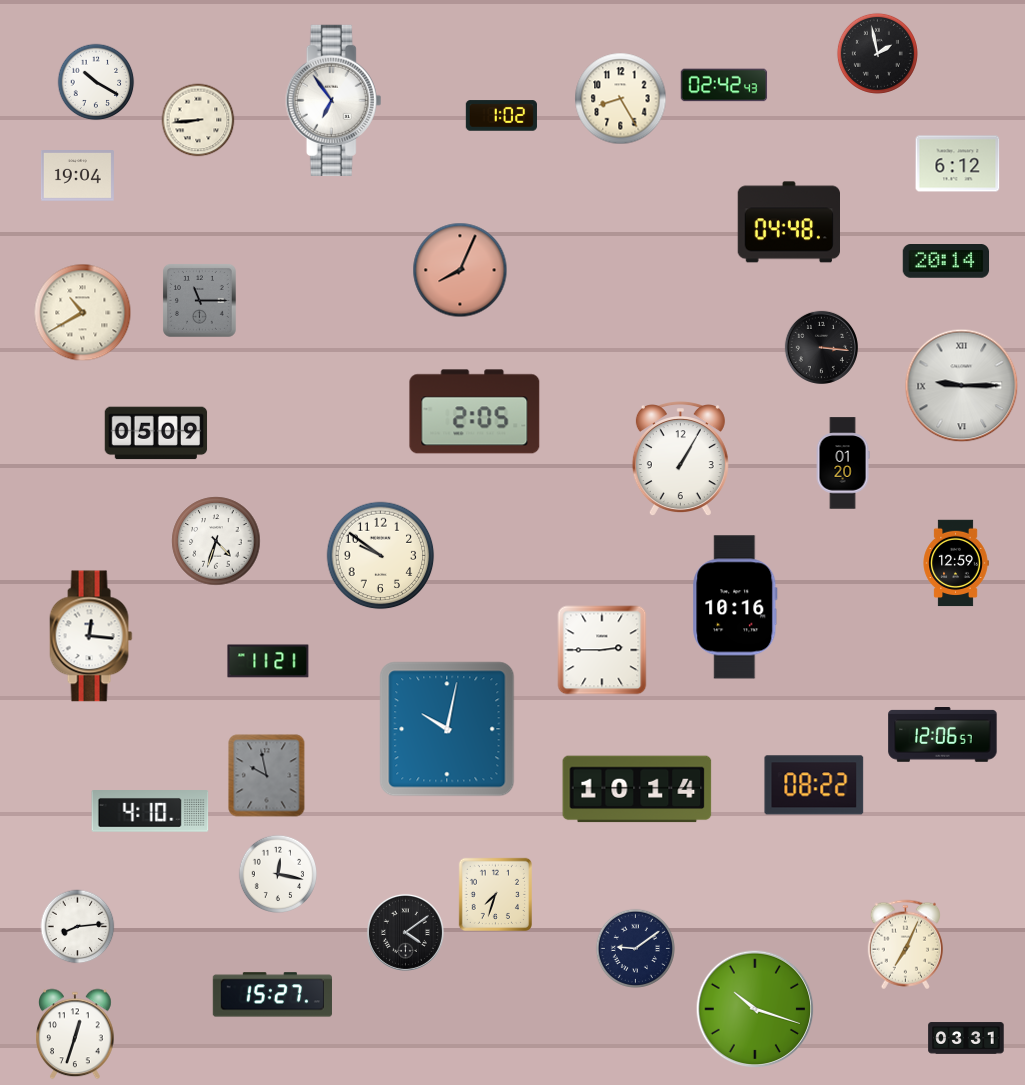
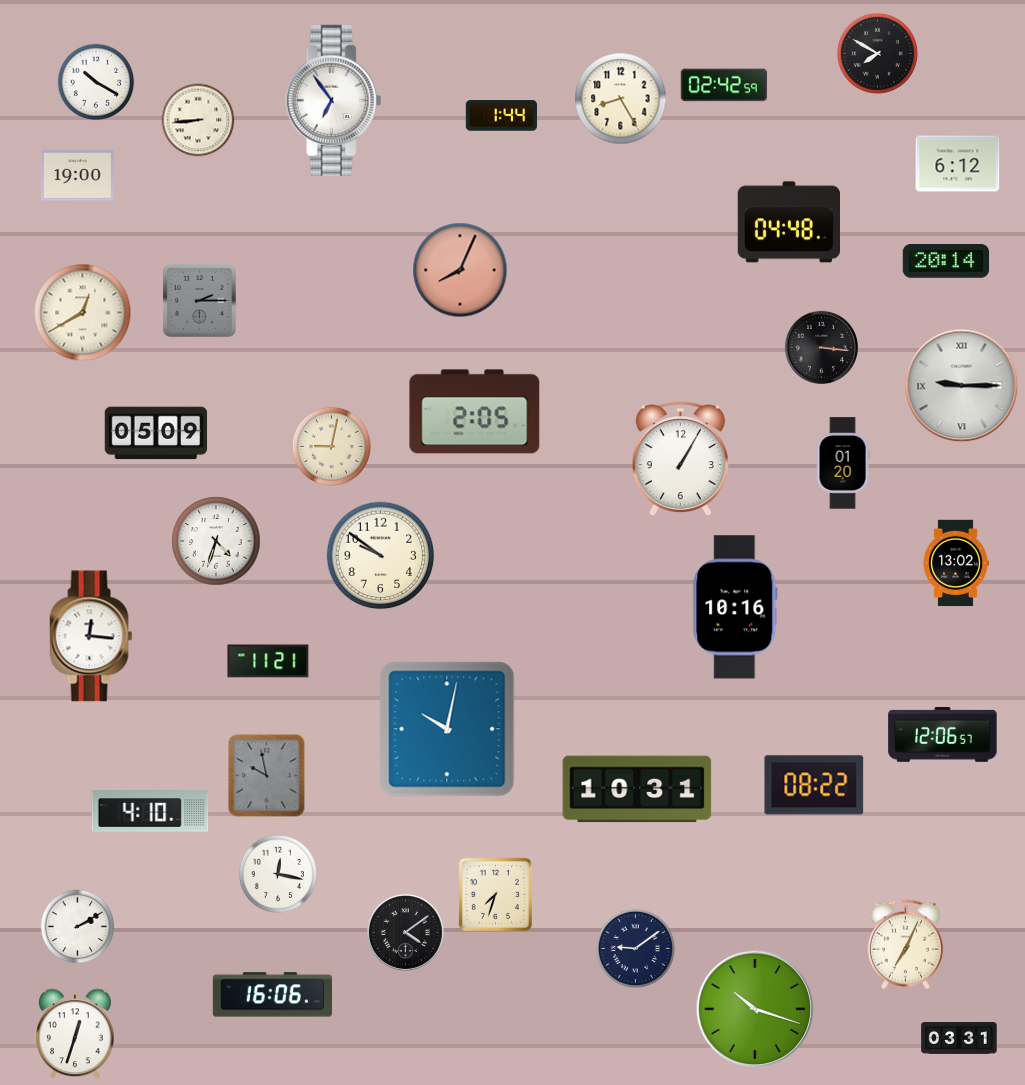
clock at (877, 53): 1:58 -> 7:50
clock at (724, 85): 02:42:43 -> 02:42:59
clock at (501, 116): 1:02 -> 1:44
clock at (77, 176): 19:04 -> 19:00
clock at (200, 301): 11:15 -> 2:15
clock at (83, 313): 10:40 -> 12:40
clock at (331, 446): none -> 9:02
clock at (956, 563): 12:59 -> 13:02
clock at (602, 650): 2:45 -> none
clock at (637, 789): 10:14 -> 10:31
clock at (78, 927): 8:14 -> 2:10
clock at (272, 995): 15:27 -> 16:06
clock at (966, 1038) position: (966, 1038) -> (959, 1038)
